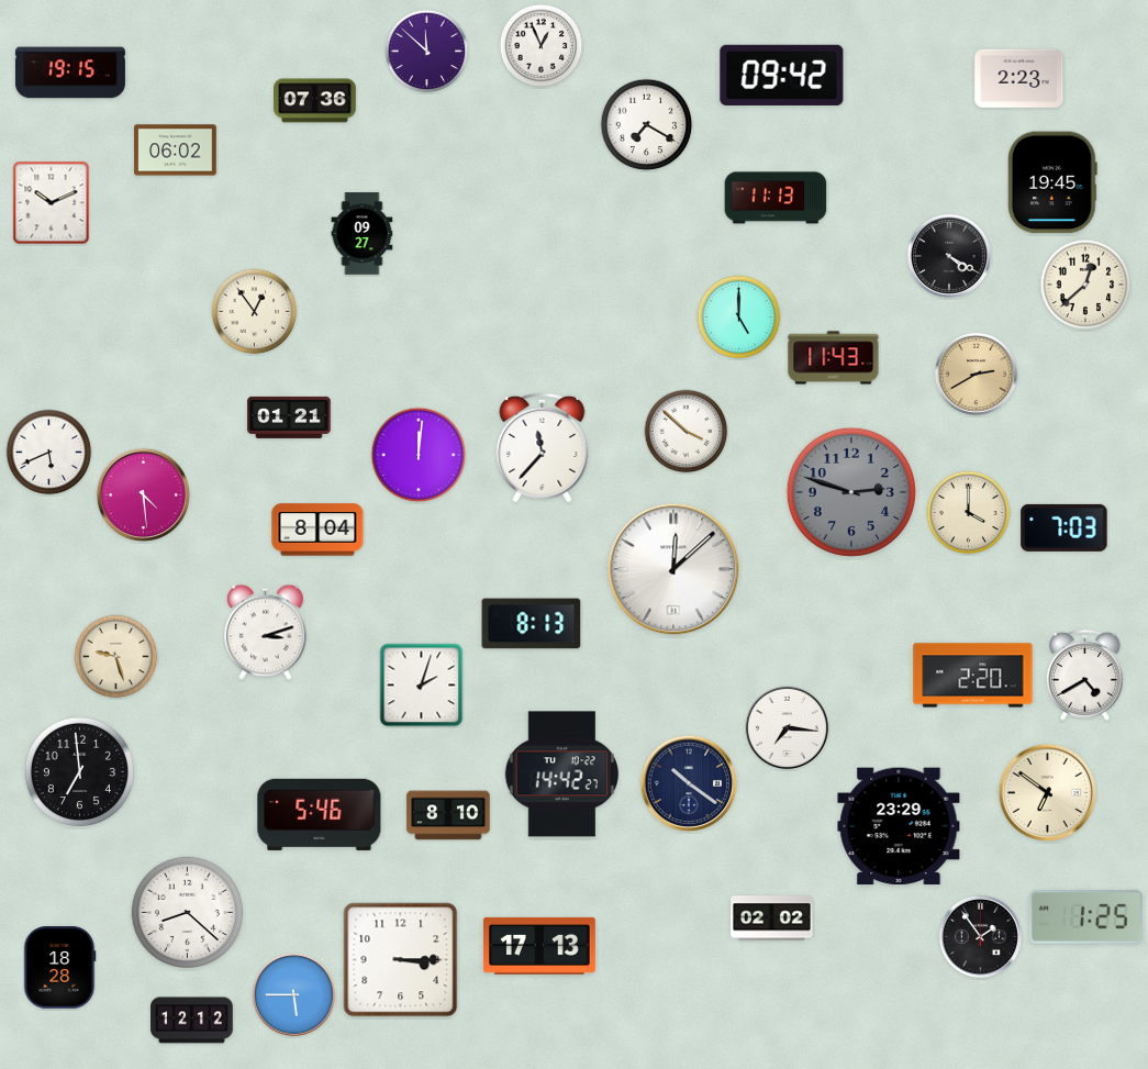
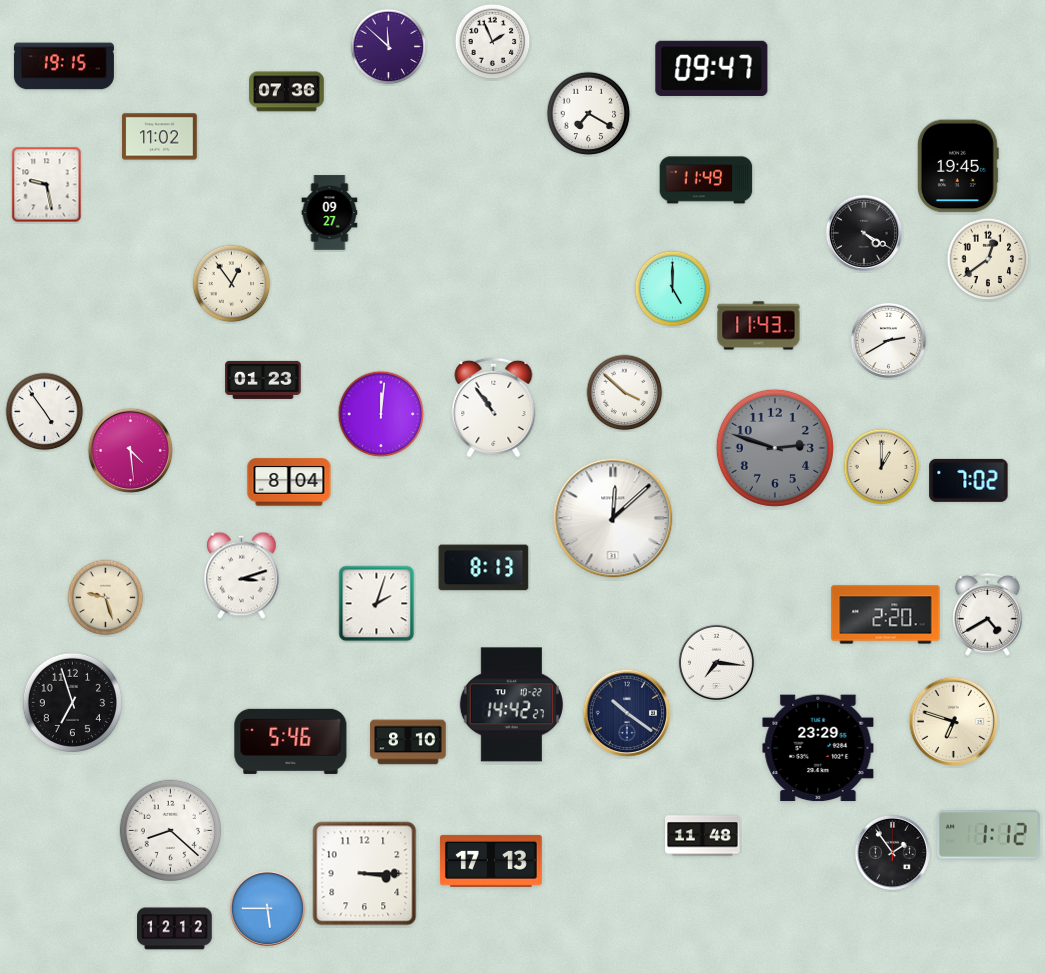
clock at (542, 46): 12:56 -> 1:56
clock at (782, 75): 09:42 -> 09:47
clock at (1019, 78): 2:23 -> none
clock at (176, 151): 06:02 -> 11:02
clock at (776, 198): 11:13 -> 11:49
clock at (52, 203): 10:11 -> 9:28
clock at (1085, 285): 12:38 -> 12:39
clock at (976, 374) dial: champagne -> white
clock at (289, 417): 01:21 -> 01:23
clock at (543, 447): 11:37 -> 10:54
clock at (49, 453): 5:41 -> 4:54
clock at (969, 513): 4:00 -> 1:00
clock at (1065, 527): 7:03 -> 7:02
clock at (422, 686) position: (422, 686) -> (377, 604)
clock at (79, 771): 6:59 -> 6:57
clock at (1048, 793): 6:51 -> 6:48
clock at (899, 826) position: (899, 826) -> (818, 748)
clock at (1086, 917): 1:25 -> 1:12
clock at (772, 918): 02:02 -> 11:48
clock at (59, 968): 18:28 -> none
clock at (293, 994) position: (293, 994) -> (267, 908)
